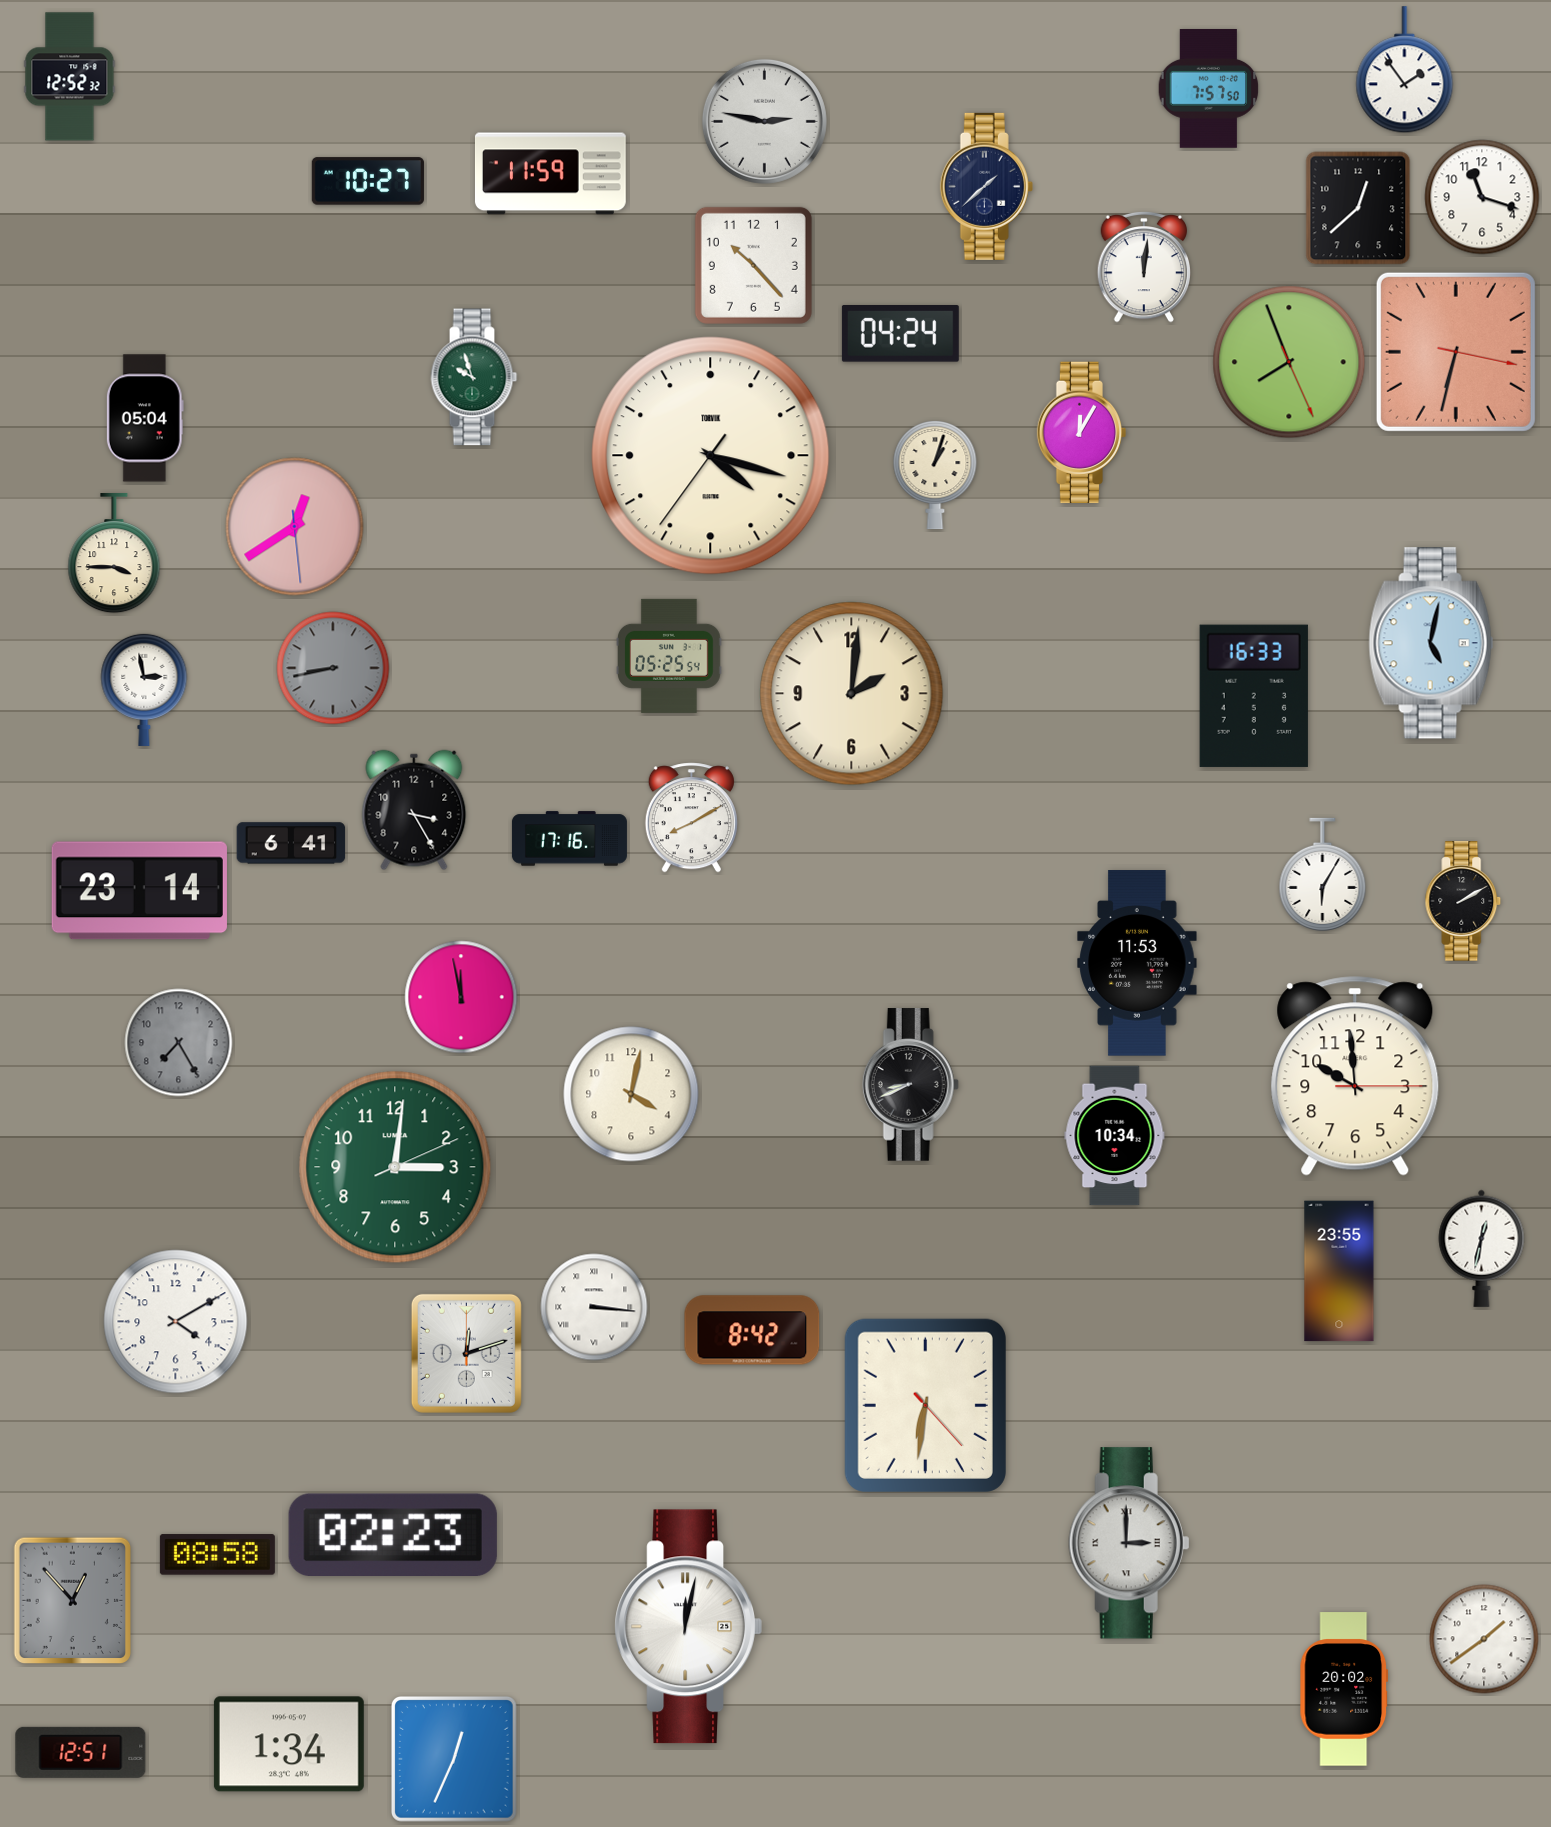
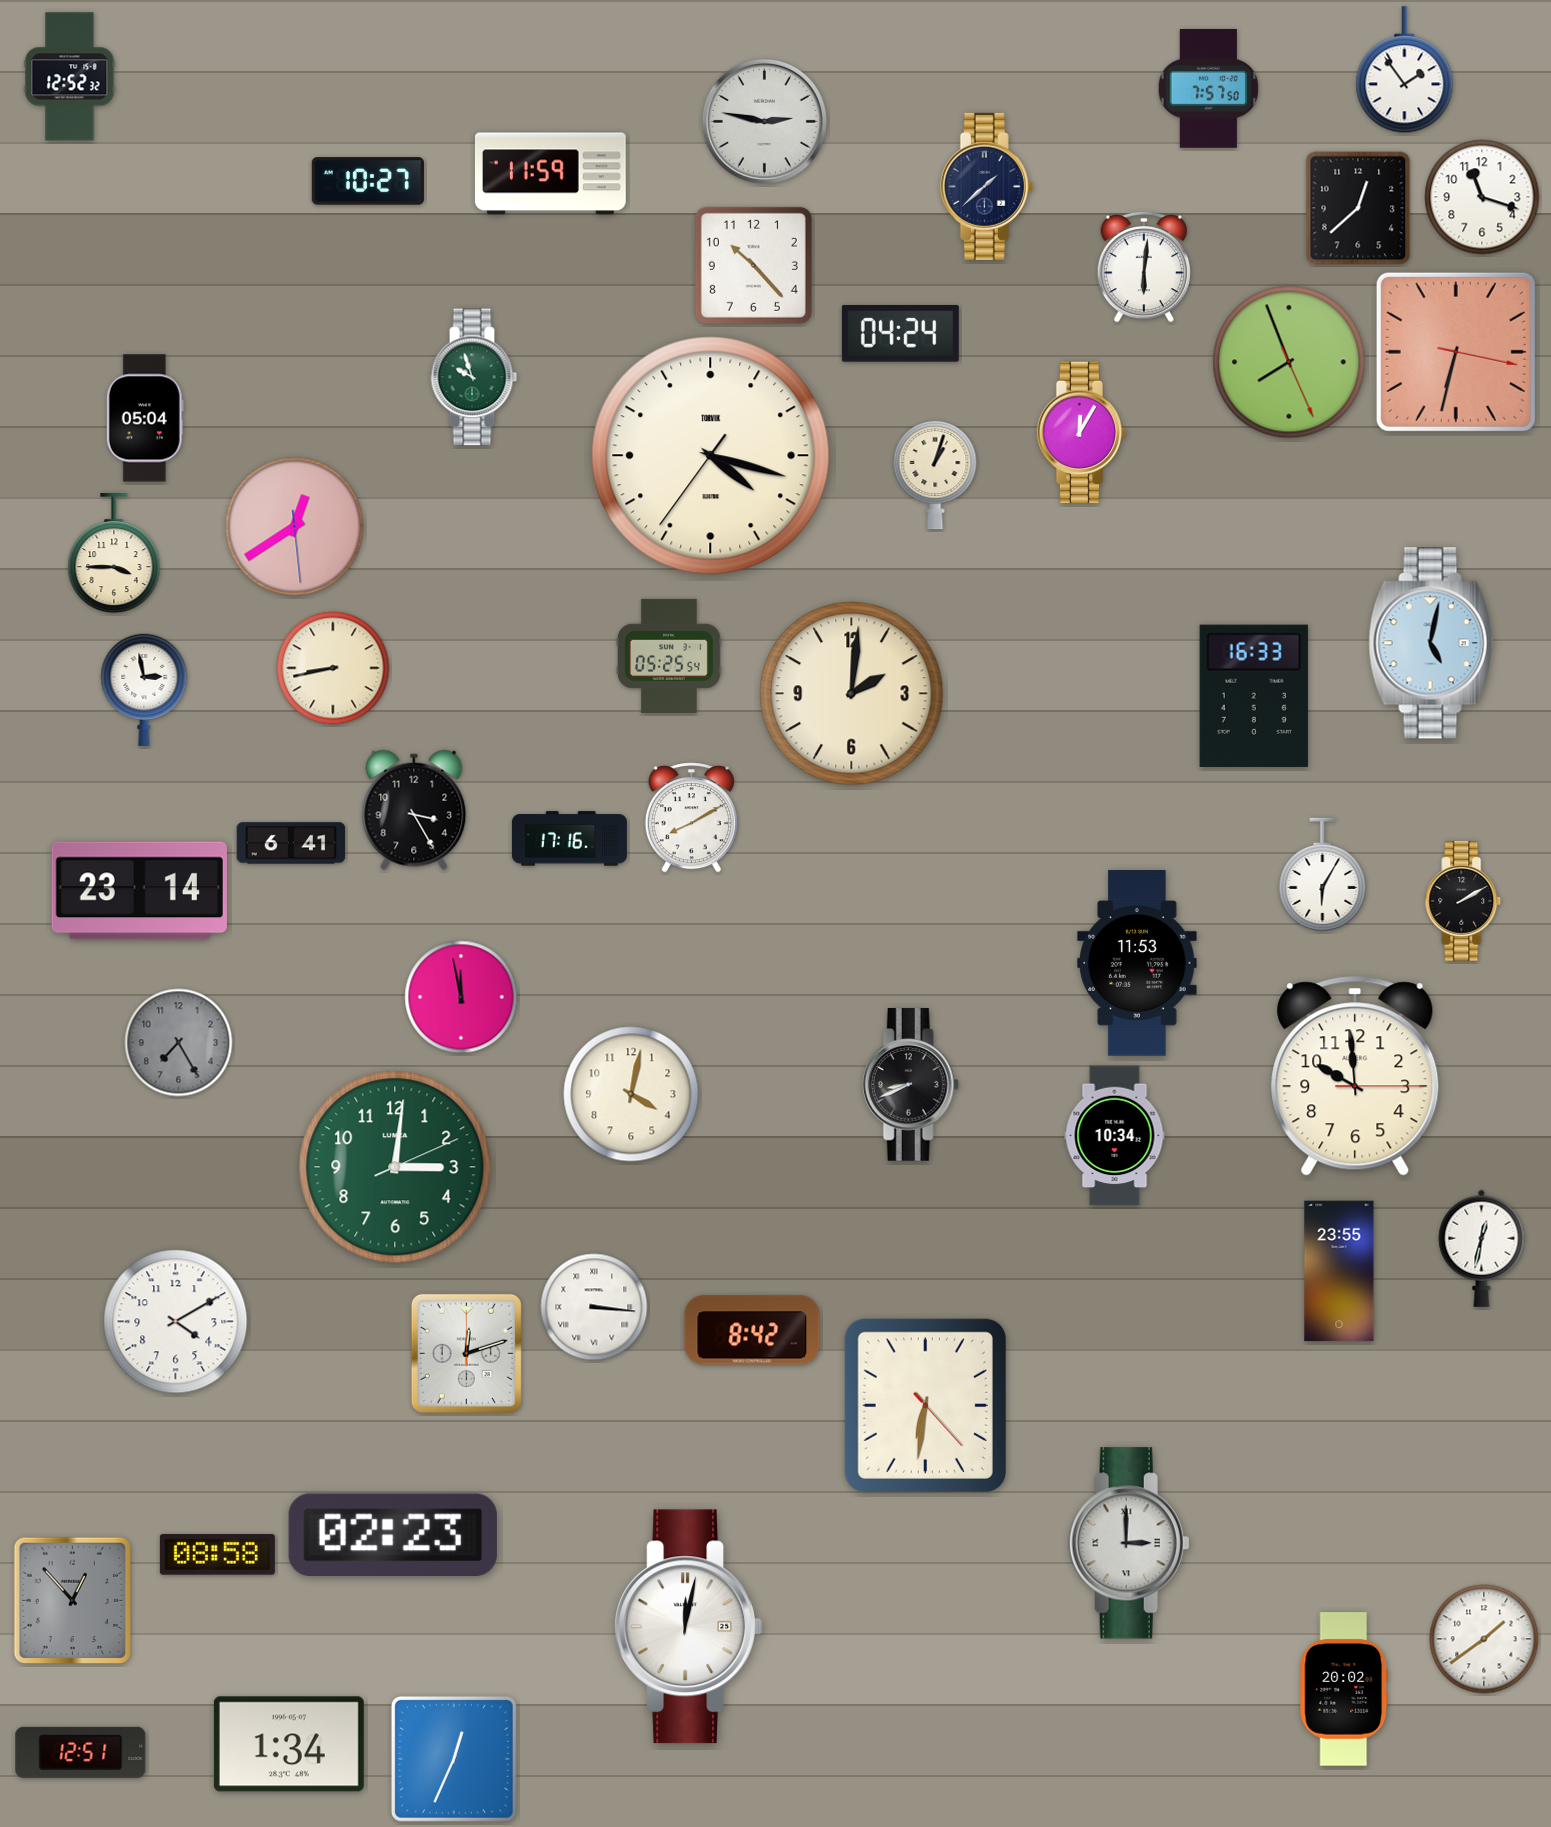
clock at (1143, 267): 12:01 -> 6:01
clock at (333, 668) dial: grey -> cream
